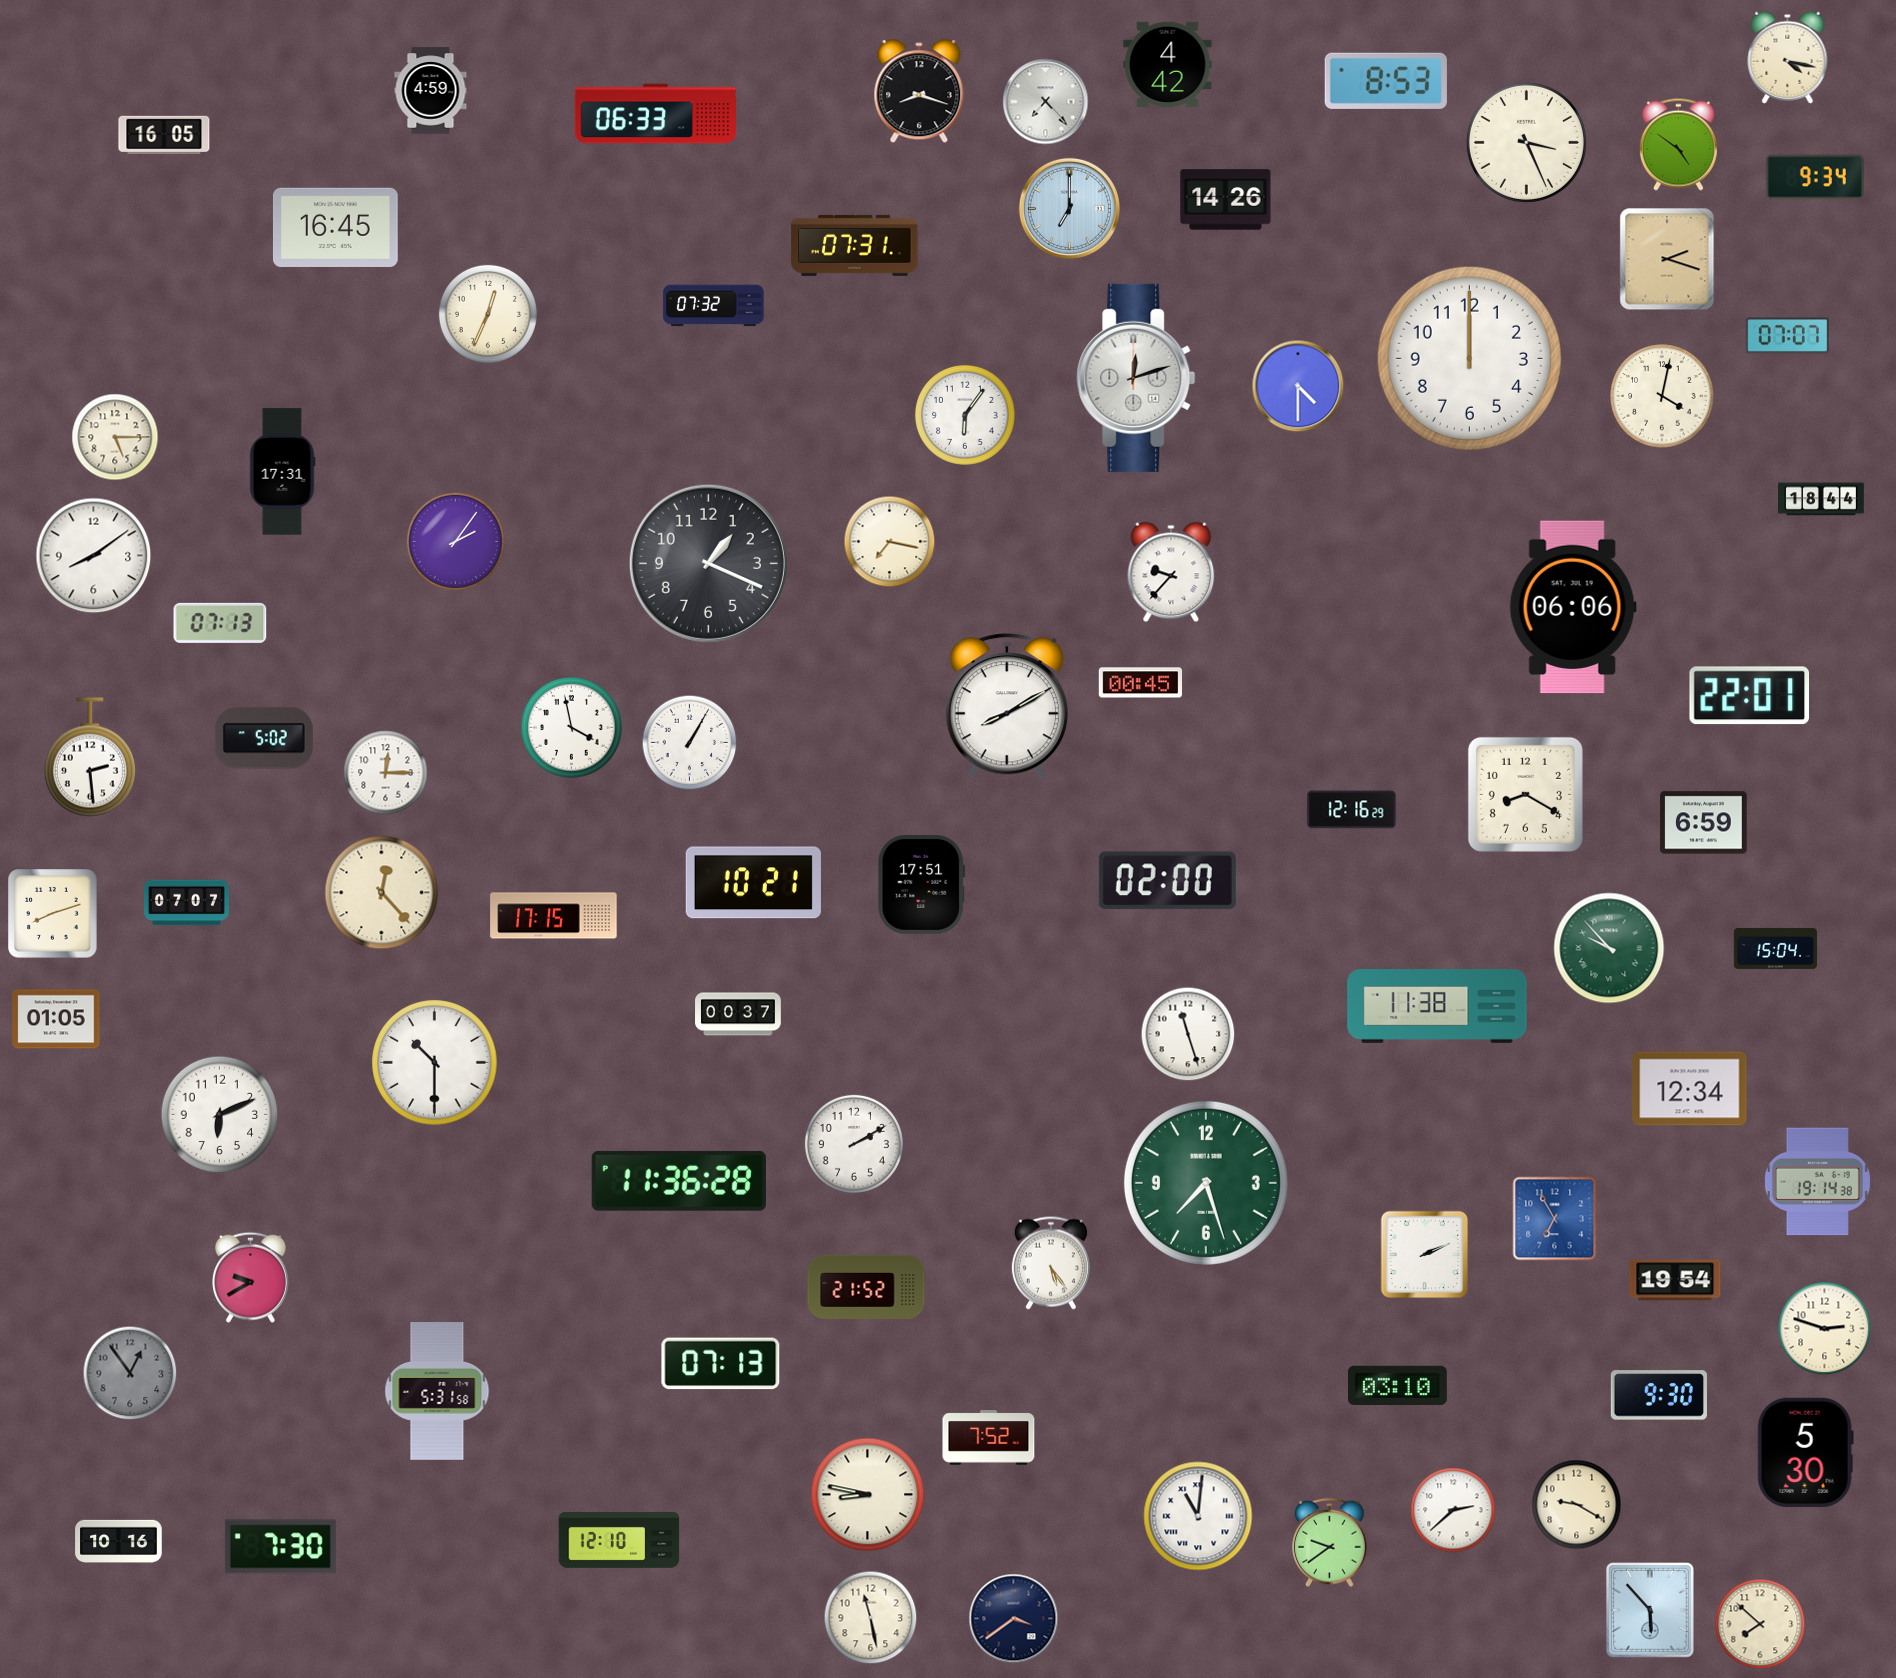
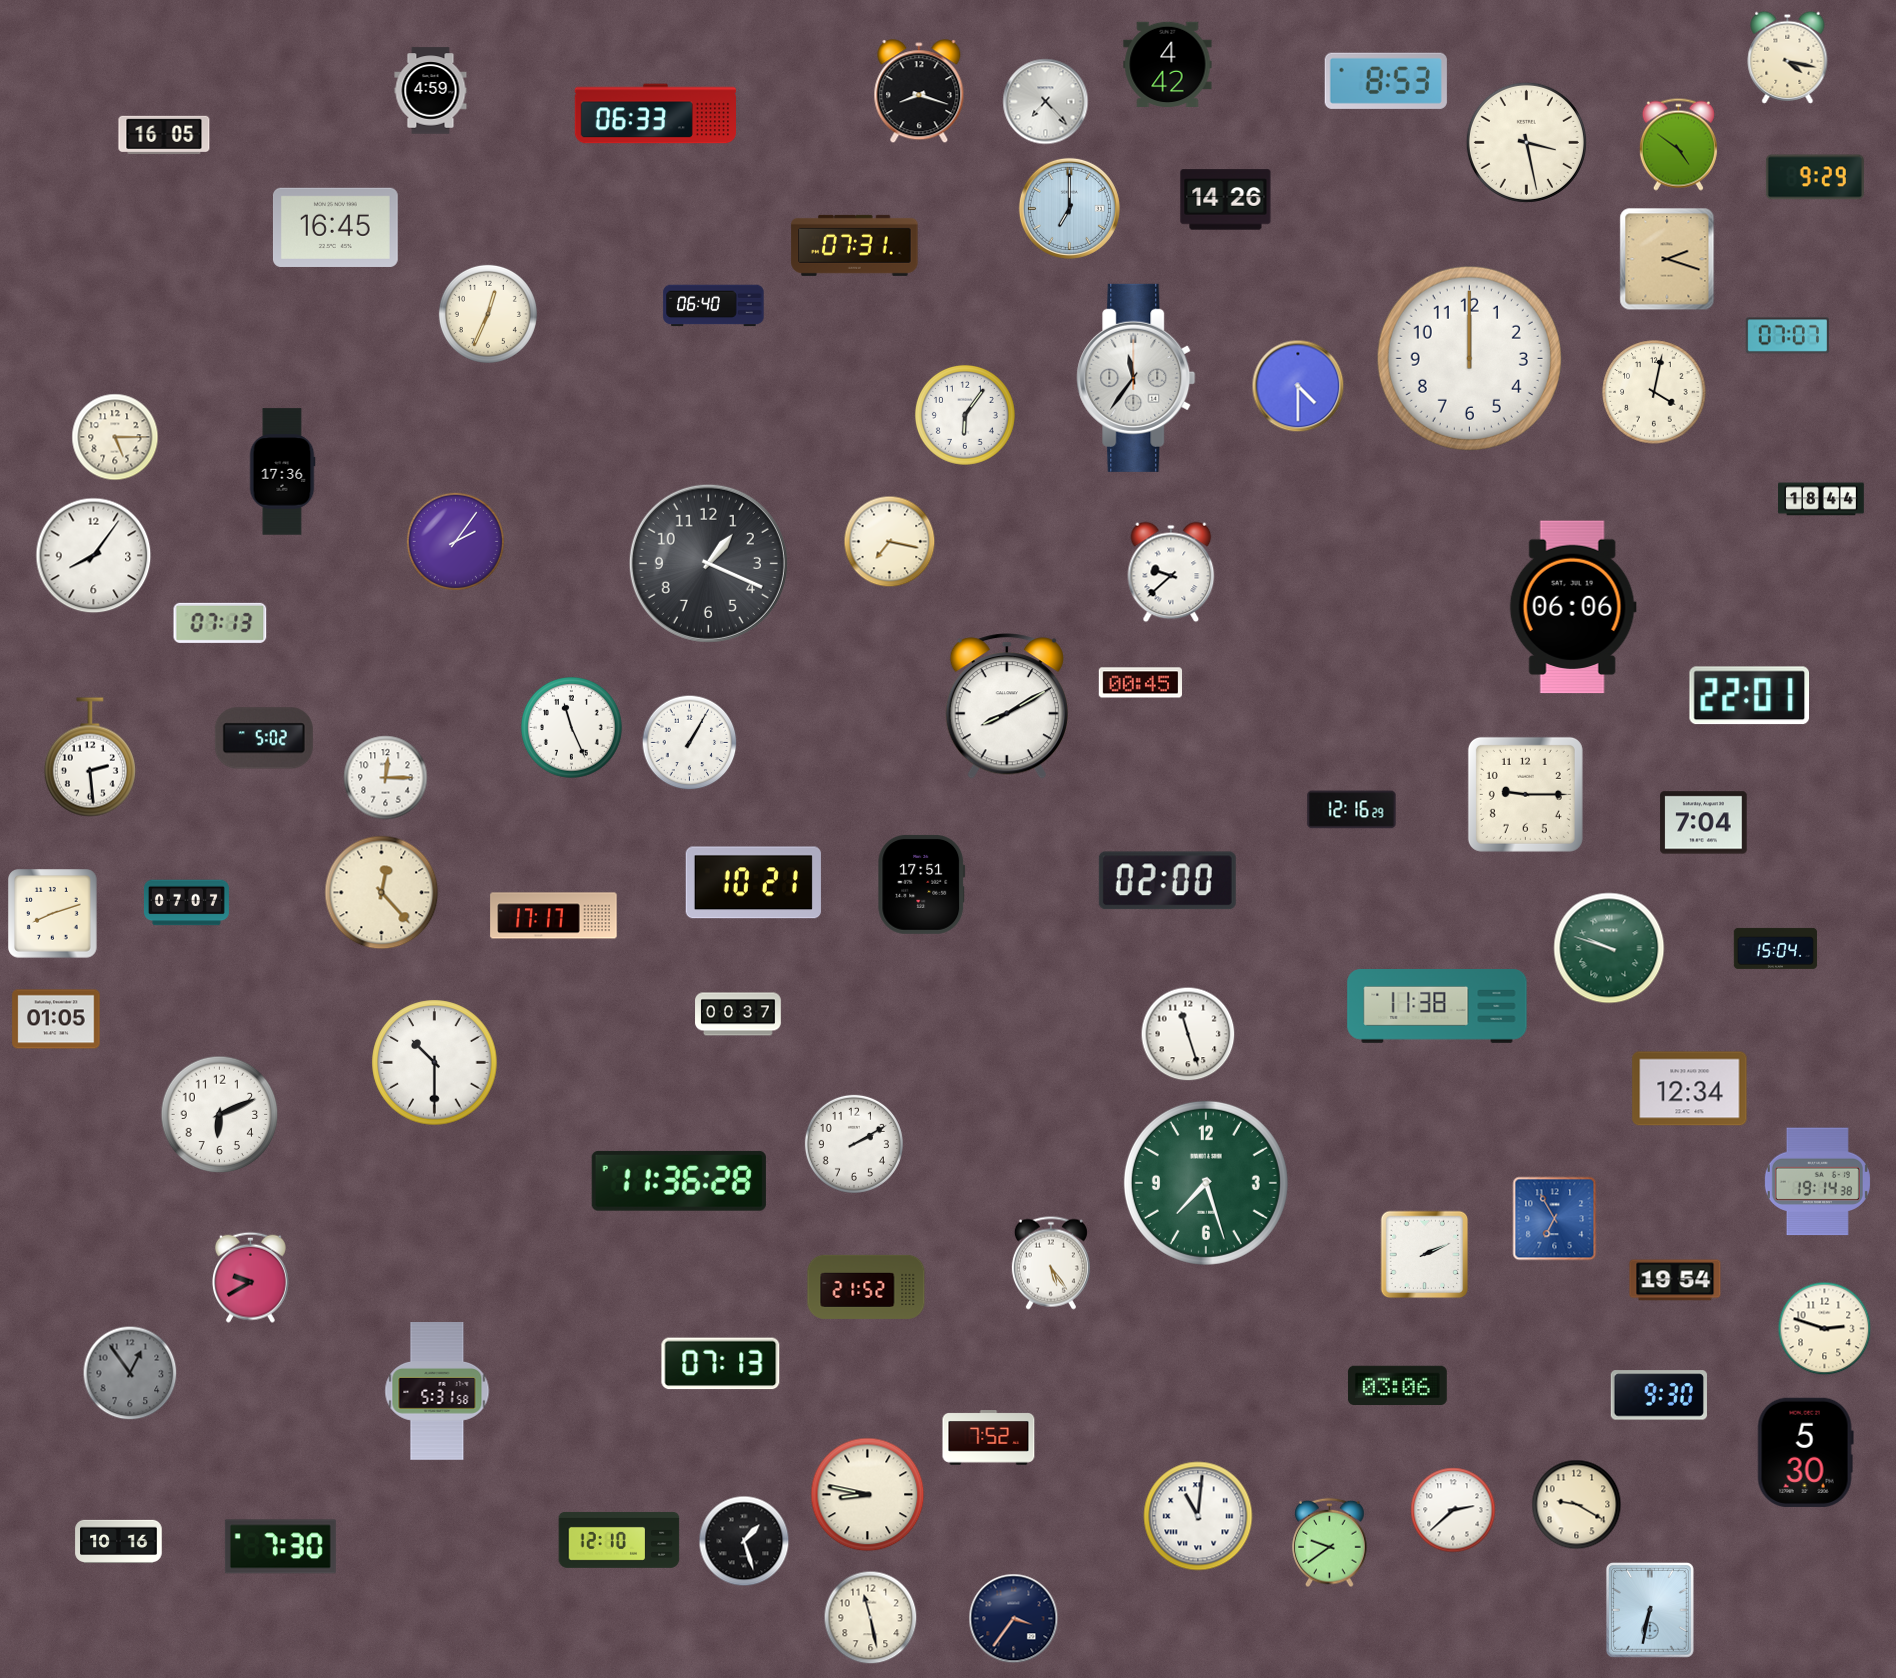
clock at (1526, 142): 3:26 -> 3:28
clock at (1815, 177): 9:34 -> 9:29
clock at (714, 306): 07:32 -> 06:40
clock at (1136, 378): 12:12 -> 11:36
clock at (1662, 396) position: (1662, 396) -> (1654, 392)
clock at (282, 472): 17:31 -> 17:36
clock at (94, 556): 8:09 -> 8:06
clock at (1171, 572): 9:37 -> 9:38
clock at (572, 728): 3:58 -> 11:26
clock at (386, 773) position: (386, 773) -> (386, 778)
clock at (1525, 794): 8:20 -> 9:15
clock at (1704, 823): 6:59 -> 7:04
clock at (554, 916): 17:15 -> 17:17
clock at (1609, 948): 9:53 -> 9:48
clock at (1397, 1385): 03:10 -> 03:06
clock at (744, 1541): none -> 1:27
clock at (1651, 1611): 5:53 -> 6:32
clock at (1014, 1619): 3:39 -> 3:36
clock at (1760, 1624): 7:52 -> none
